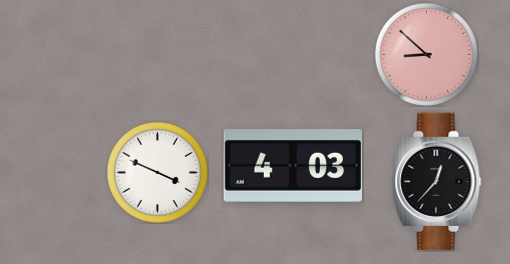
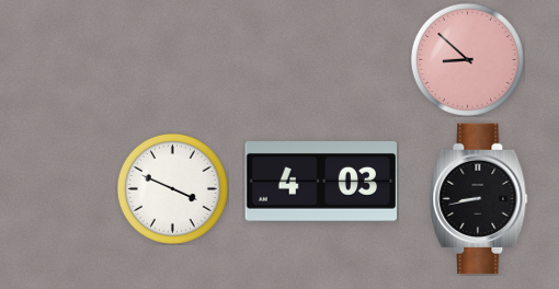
clock at (437, 182): 12:37 -> 8:43
